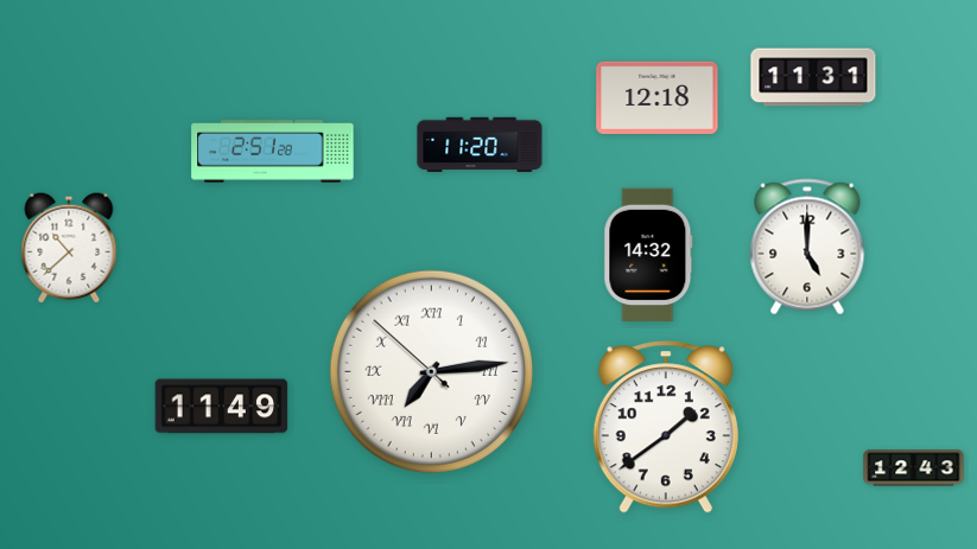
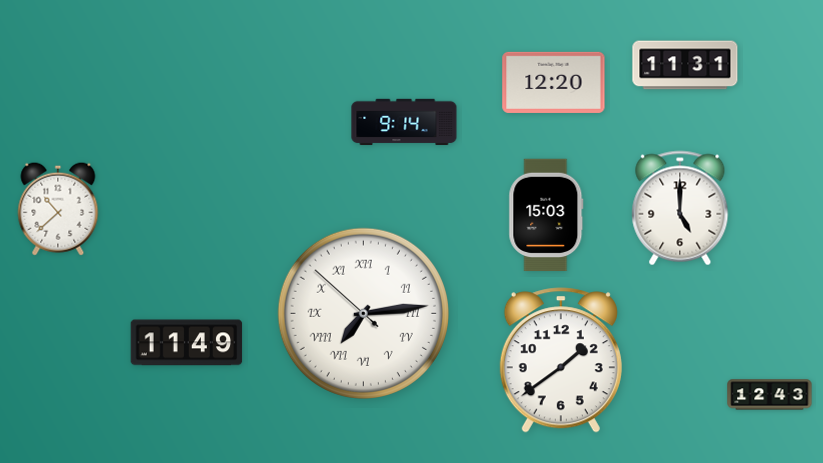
clock at (658, 97): 12:18 -> 12:20
clock at (480, 145): 11:20 -> 9:14
clock at (273, 152): 2:51 -> none
clock at (648, 255): 14:32 -> 15:03
